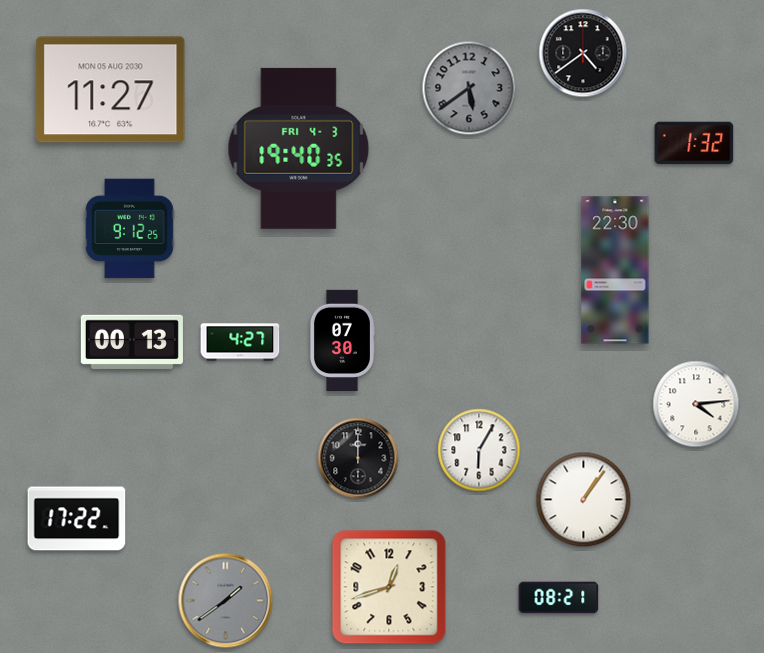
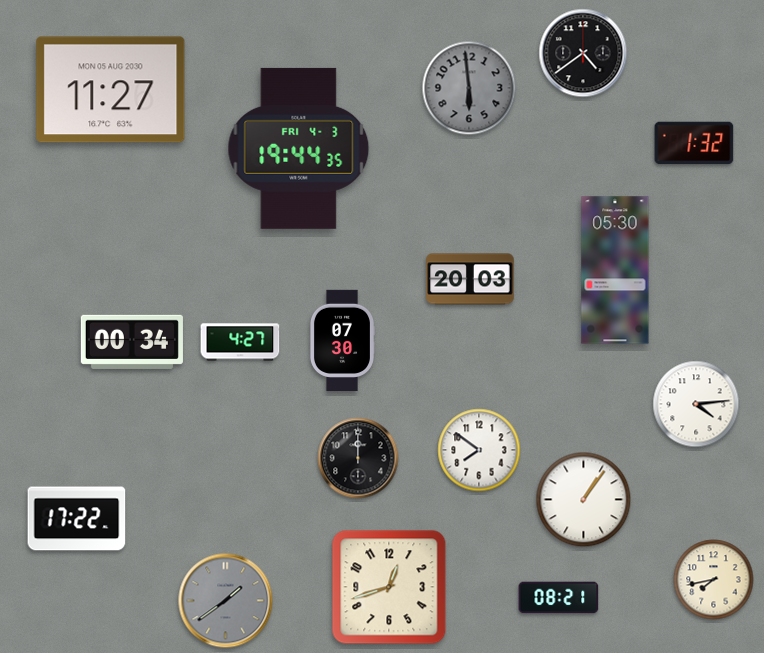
clock at (469, 88): 5:39 -> 5:59
clock at (299, 148): 19:40 -> 19:44
clock at (130, 229): 9:12 -> none
clock at (615, 270): 22:30 -> 05:30
clock at (470, 279): none -> 20:03
clock at (132, 342): 00:13 -> 00:34
clock at (479, 450): 6:05 -> 7:51
clock at (714, 580): none -> 7:43
